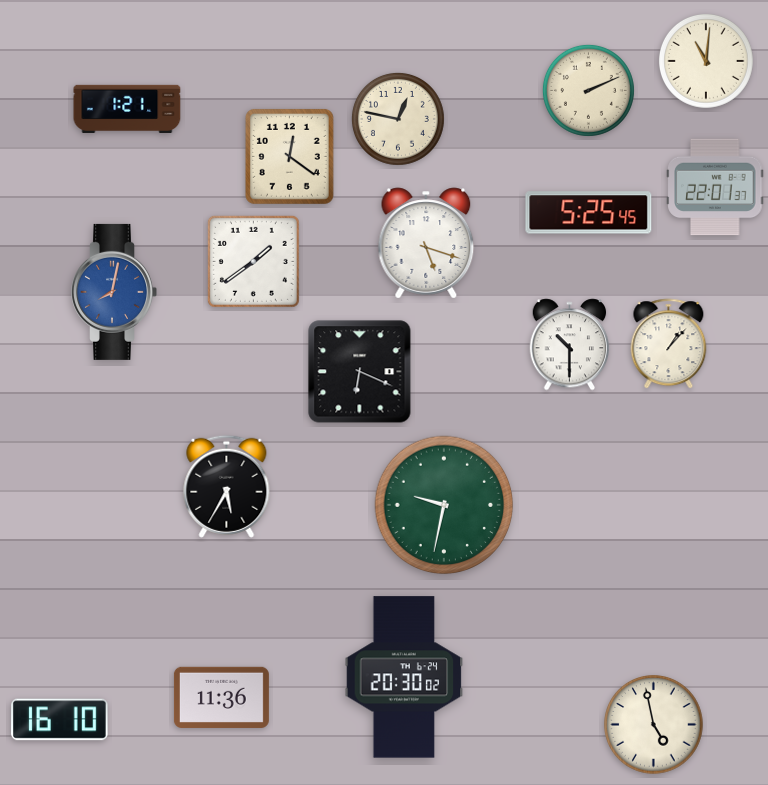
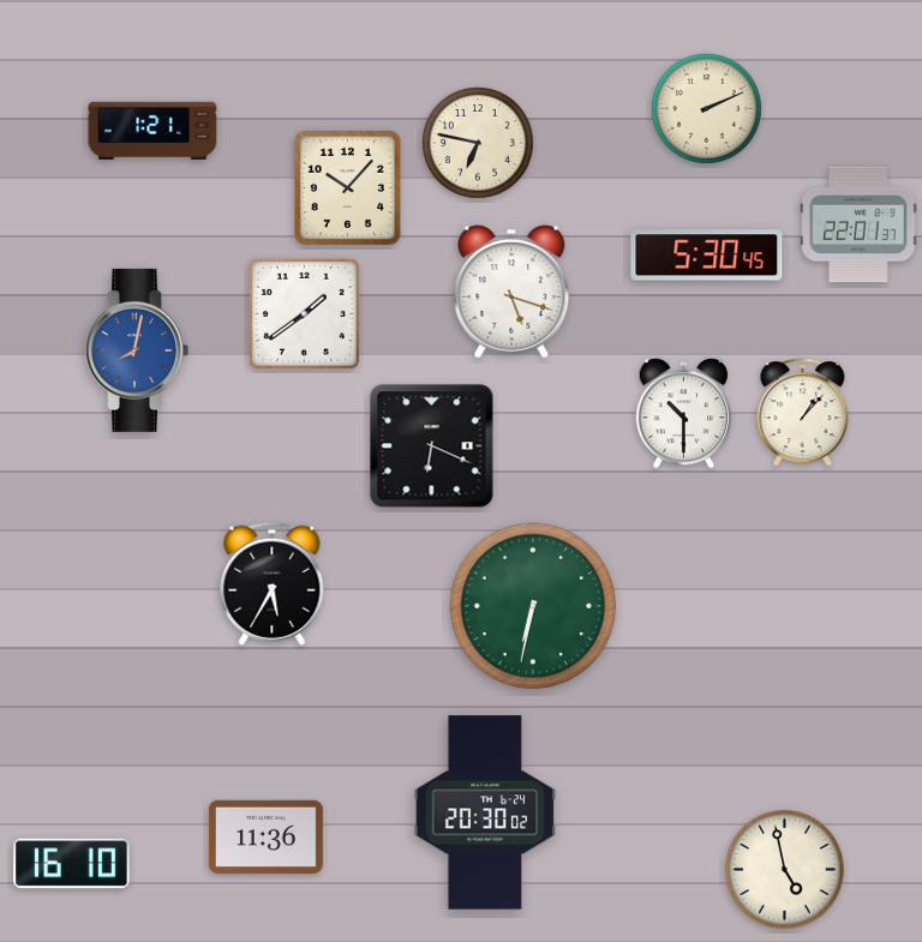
clock at (707, 62): 11:01 -> none
clock at (398, 119): 12:47 -> 6:47
clock at (289, 156): 12:21 -> 10:07
clock at (589, 213): 5:25 -> 5:30
clock at (444, 505): 9:32 -> 6:32
